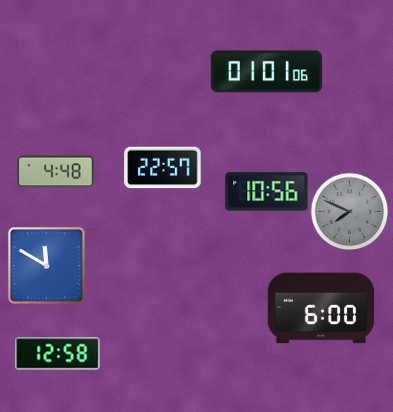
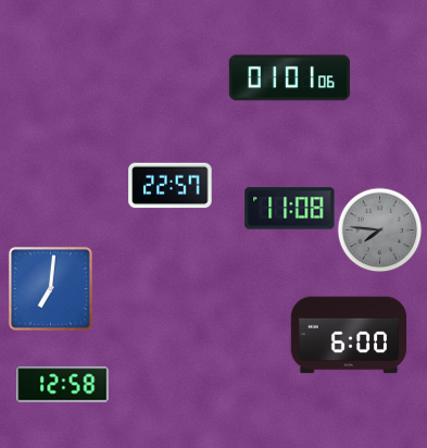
clock at (163, 168) position: (163, 168) -> (171, 186)
clock at (56, 172): 4:48 -> none
clock at (267, 192): 10:56 -> 11:08
clock at (349, 211): 7:49 -> 7:46
clock at (46, 265): 11:50 -> 7:01
